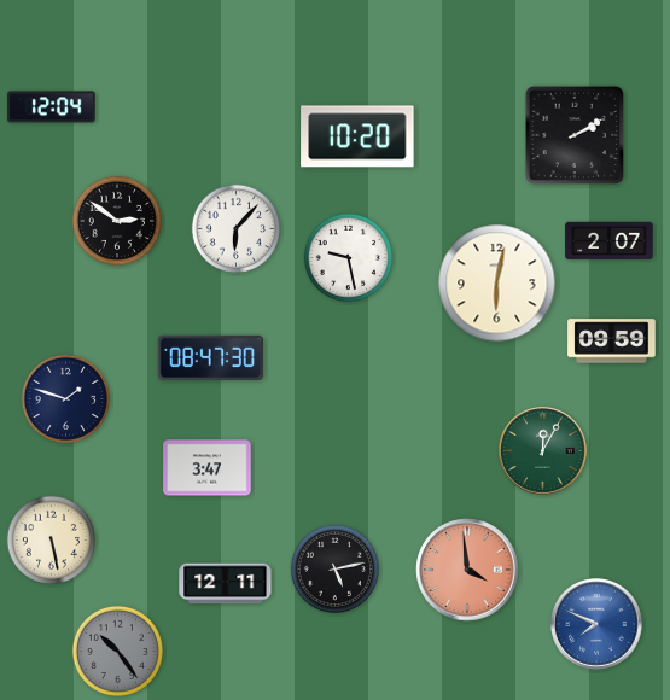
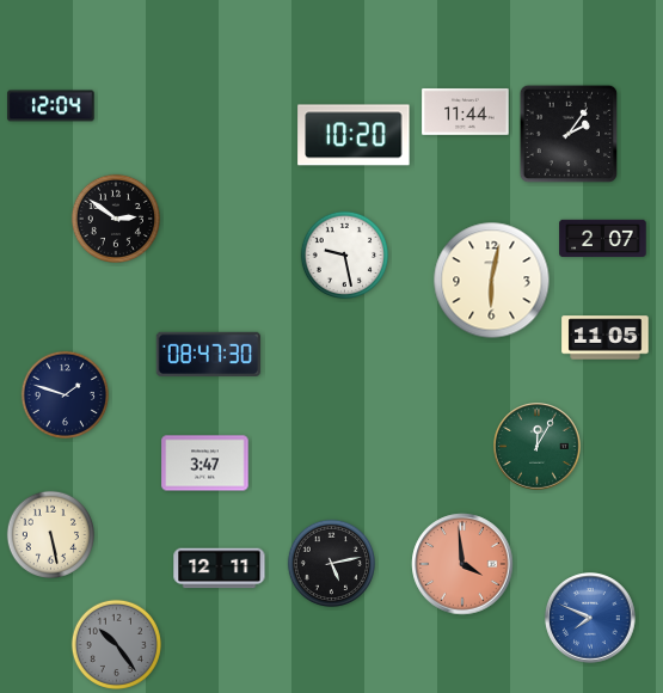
clock at (466, 111): none -> 11:44
clock at (575, 135): 2:10 -> 2:06
clock at (235, 228): 6:07 -> none
clock at (612, 342): 09:59 -> 11:05
clock at (226, 584) position: (226, 584) -> (220, 569)
